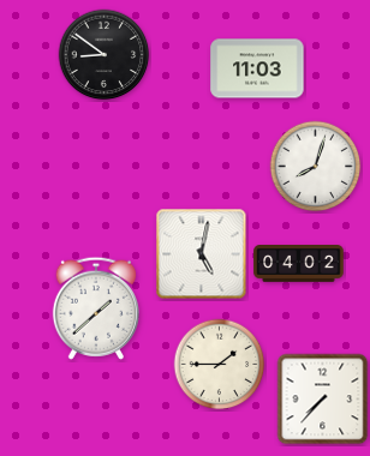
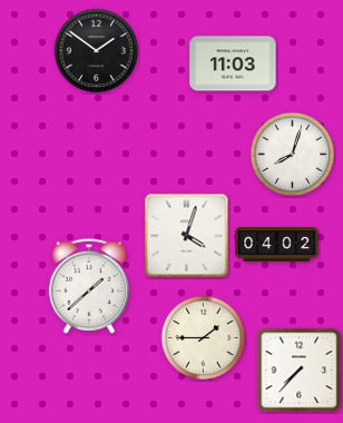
clock at (105, 55): 8:51 -> 1:51
clock at (257, 68) position: (257, 68) -> (233, 63)
clock at (202, 254): 5:02 -> 4:03
